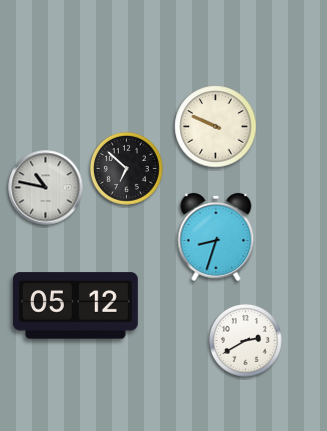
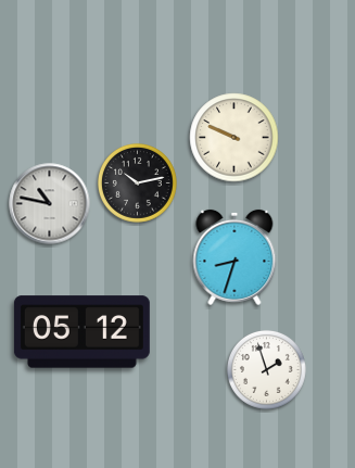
clock at (126, 168): 6:52 -> 10:13
clock at (245, 340): 2:40 -> 1:57
